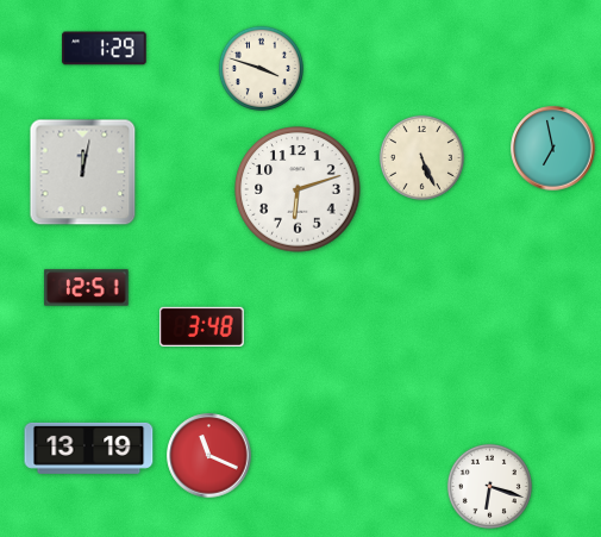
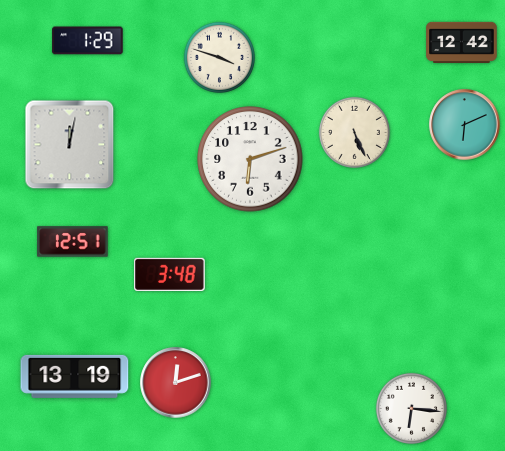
clock at (462, 42): none -> 12:42
clock at (553, 149): 6:58 -> 6:11
clock at (209, 456): 11:19 -> 12:12
clock at (489, 486): 6:18 -> 6:16
